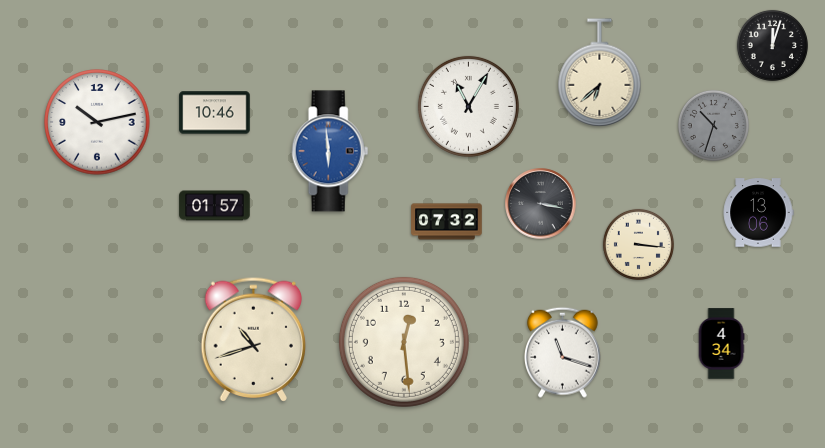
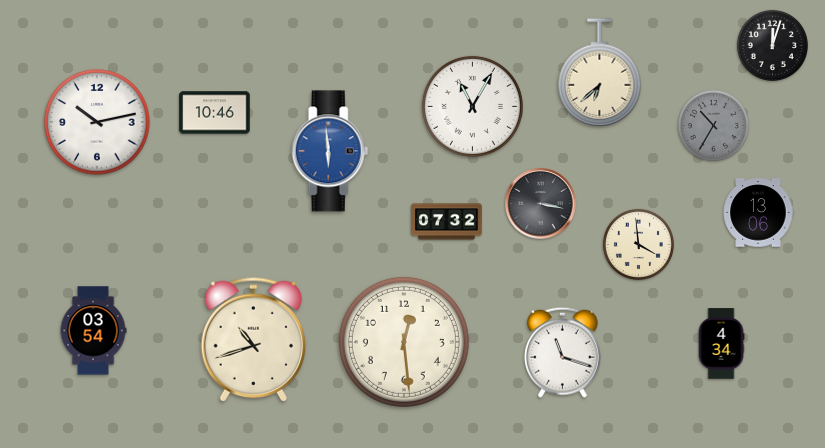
clock at (468, 106) position: (468, 106) -> (472, 106)
clock at (713, 125): 10:33 -> 10:35
clock at (215, 206): 01:57 -> none
clock at (638, 244): 3:16 -> 3:59
clock at (93, 331): none -> 03:54
